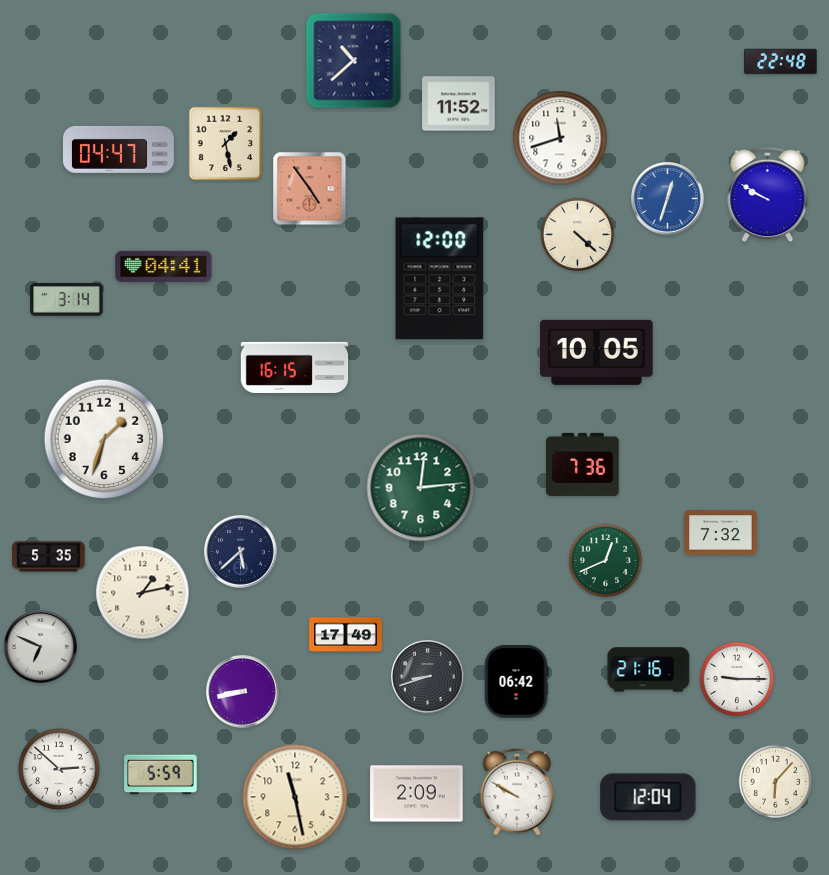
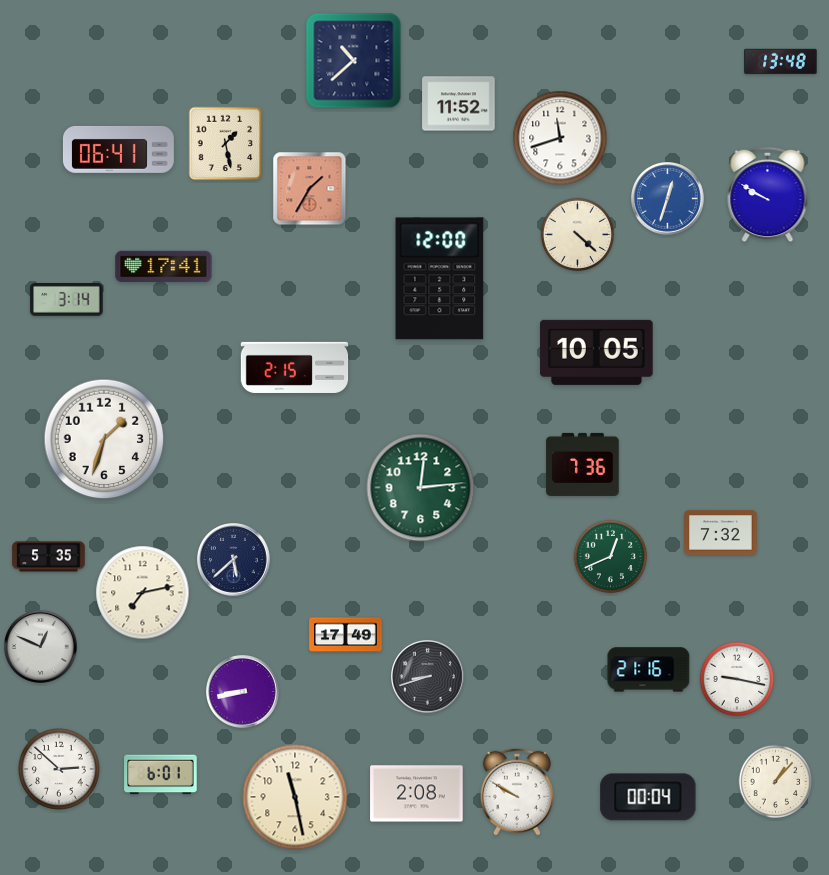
clock at (781, 62): 22:48 -> 13:48
clock at (119, 149): 04:47 -> 06:41
clock at (310, 189): 4:54 -> 1:35
clock at (164, 267): 04:41 -> 17:41
clock at (295, 367): 16:15 -> 2:15
clock at (241, 552) position: (241, 552) -> (234, 560)
clock at (606, 561) position: (606, 561) -> (611, 557)
clock at (143, 593): 1:13 -> 7:13
clock at (41, 647): 6:49 -> 12:49
clock at (736, 678): 9:15 -> 9:17
clock at (516, 682): 06:42 -> none
clock at (161, 775): 5:59 -> 6:01
clock at (776, 782): 6:07 -> 1:07
clock at (417, 794): 2:09 -> 2:08
clock at (648, 797): 12:04 -> 00:04
